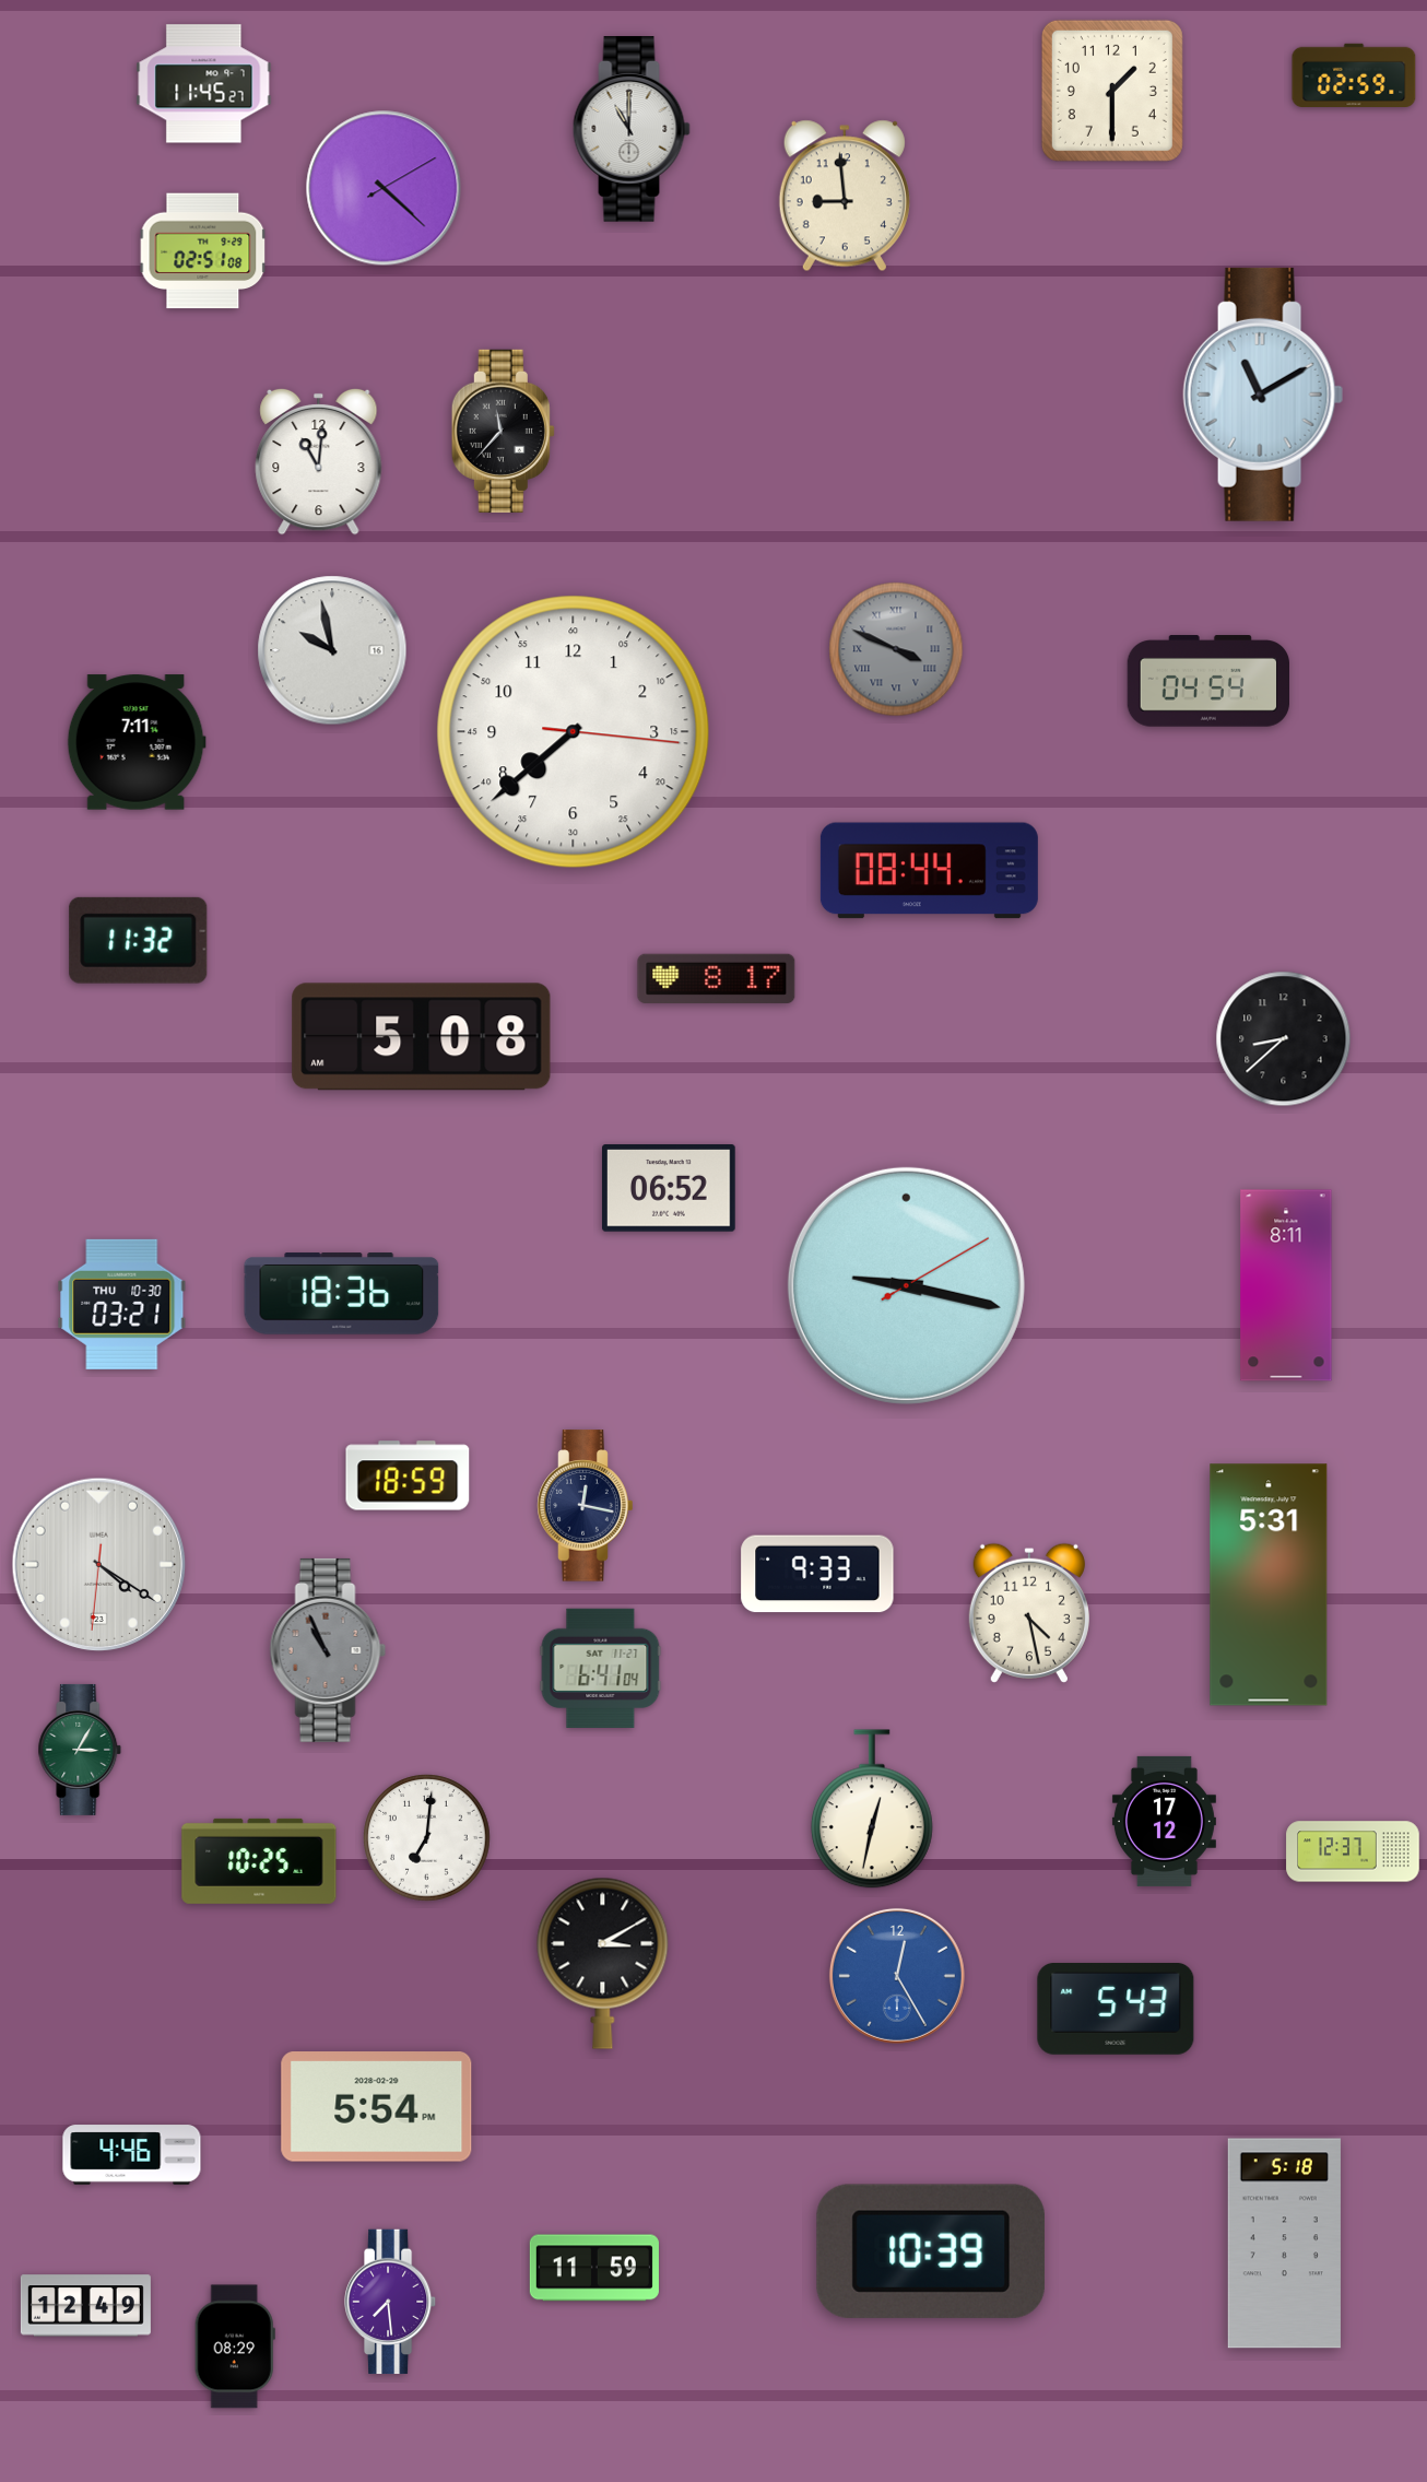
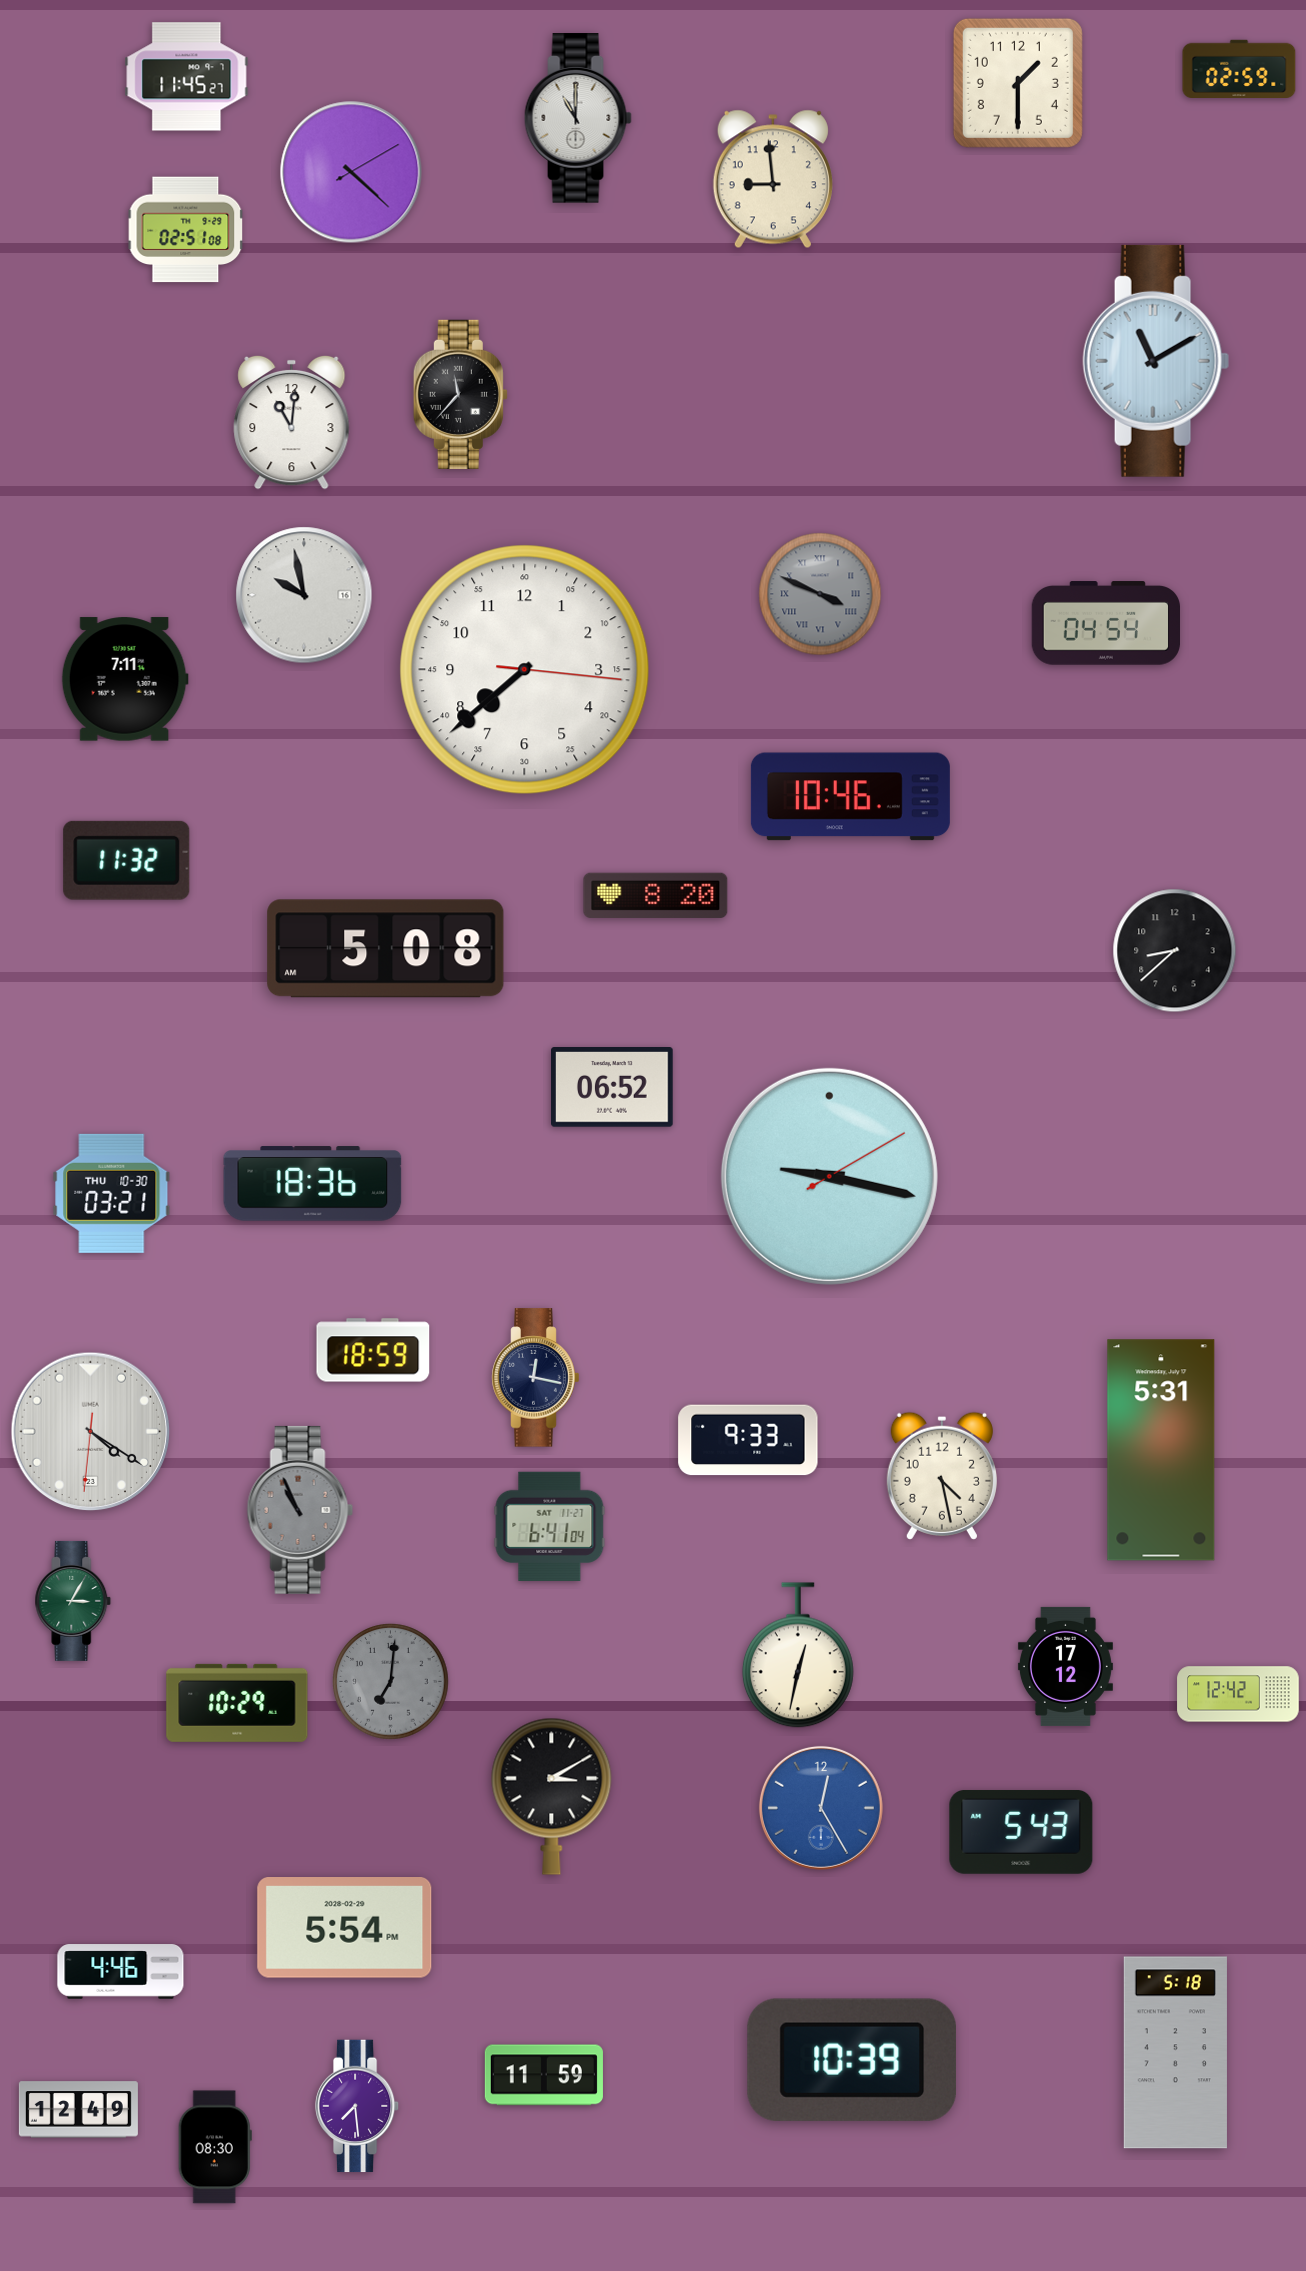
clock at (929, 871): 08:44 -> 10:46
clock at (717, 978): 8:17 -> 8:20
clock at (1286, 1285): 8:11 -> none
clock at (427, 1838) dial: white -> grey
clock at (1353, 1851): 12:37 -> 12:42
clock at (259, 1861): 10:25 -> 10:29
clock at (1116, 2010) position: (1116, 2010) -> (1021, 1833)
clock at (235, 2346): 08:29 -> 08:30
